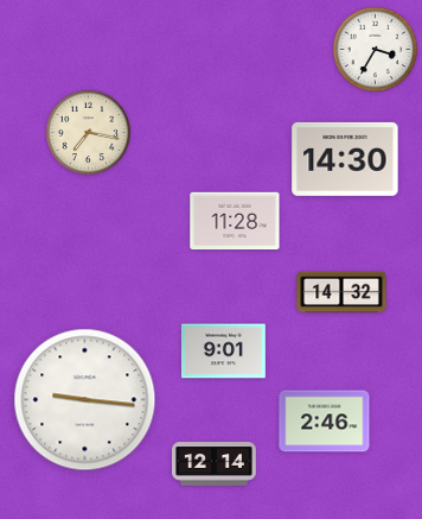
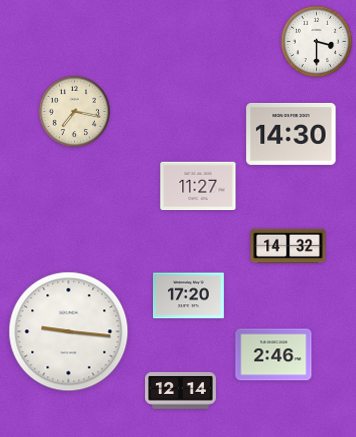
clock at (376, 50): 3:35 -> 3:30
clock at (235, 221): 11:28 -> 11:27
clock at (224, 352): 9:01 -> 17:20
clock at (85, 400) position: (85, 400) -> (69, 332)
